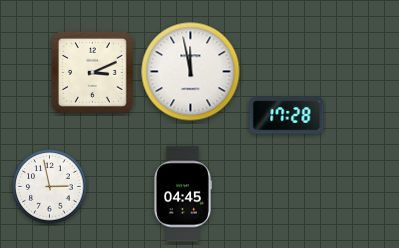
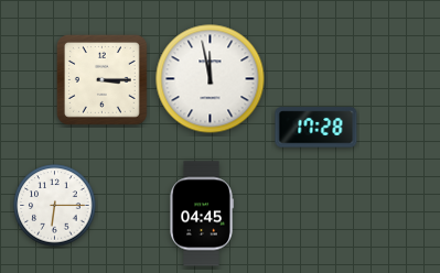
clock at (92, 72): 3:11 -> 3:15
clock at (50, 187): 2:58 -> 6:15
